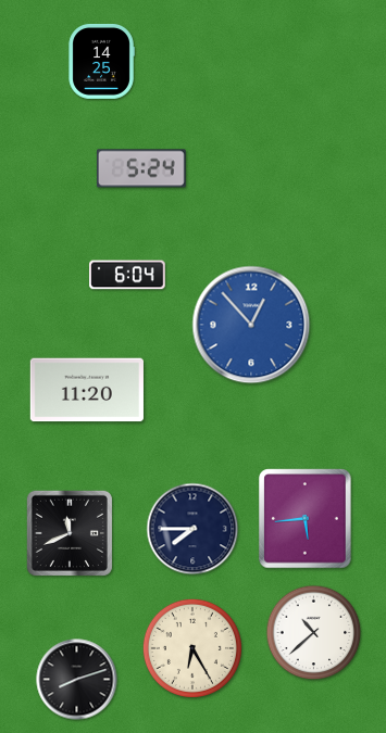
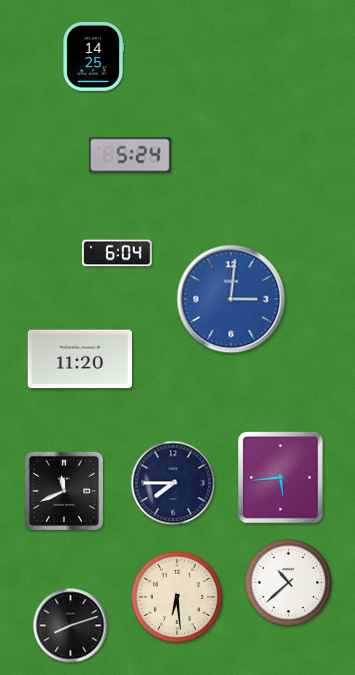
clock at (251, 325): 12:53 -> 3:01
clock at (192, 529) position: (192, 529) -> (173, 483)
clock at (192, 648): 6:25 -> 6:29
